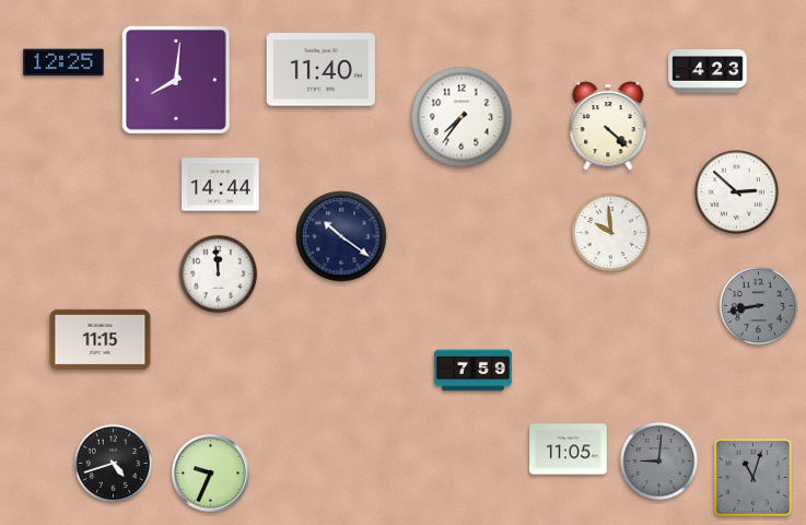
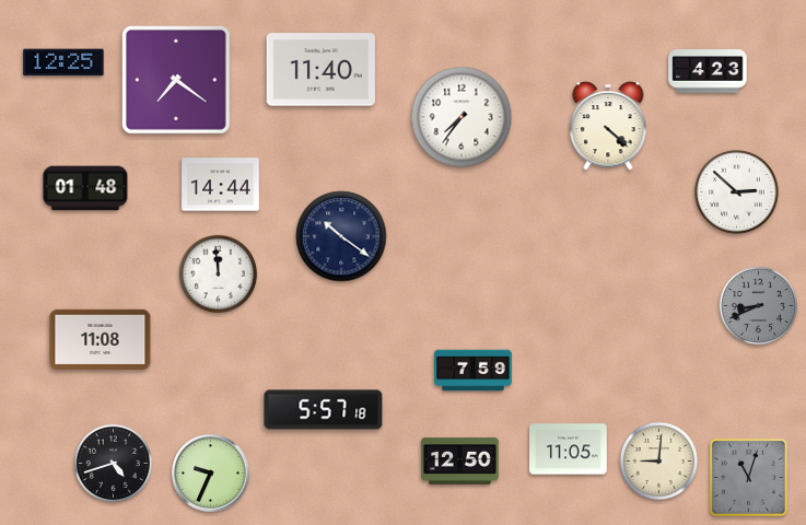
clock at (177, 81): 8:01 -> 7:21
clock at (85, 188): none -> 01:48
clock at (611, 233): 9:59 -> none
clock at (759, 306): 8:43 -> 8:41
clock at (101, 339): 11:15 -> 11:08
clock at (324, 410): none -> 5:57
clock at (460, 460): none -> 12:50
clock at (659, 462) dial: grey -> cream
clock at (752, 477) position: (752, 477) -> (748, 477)
